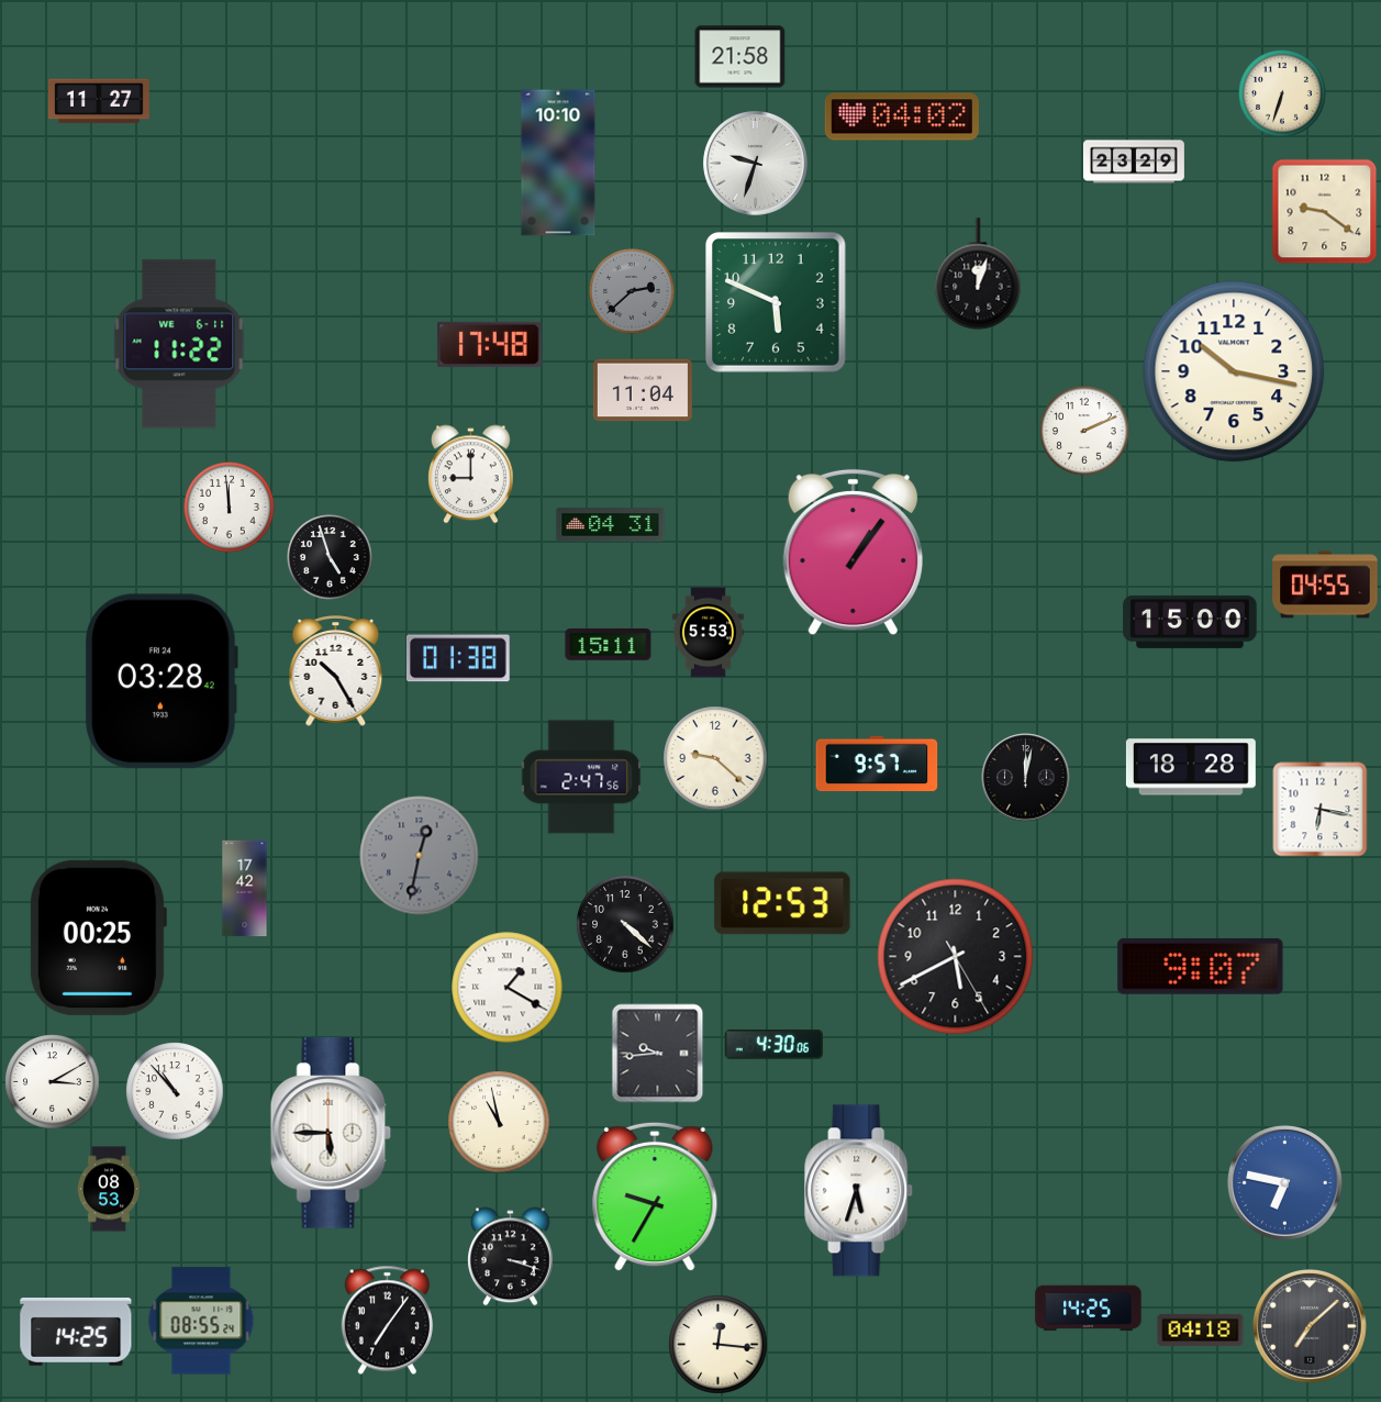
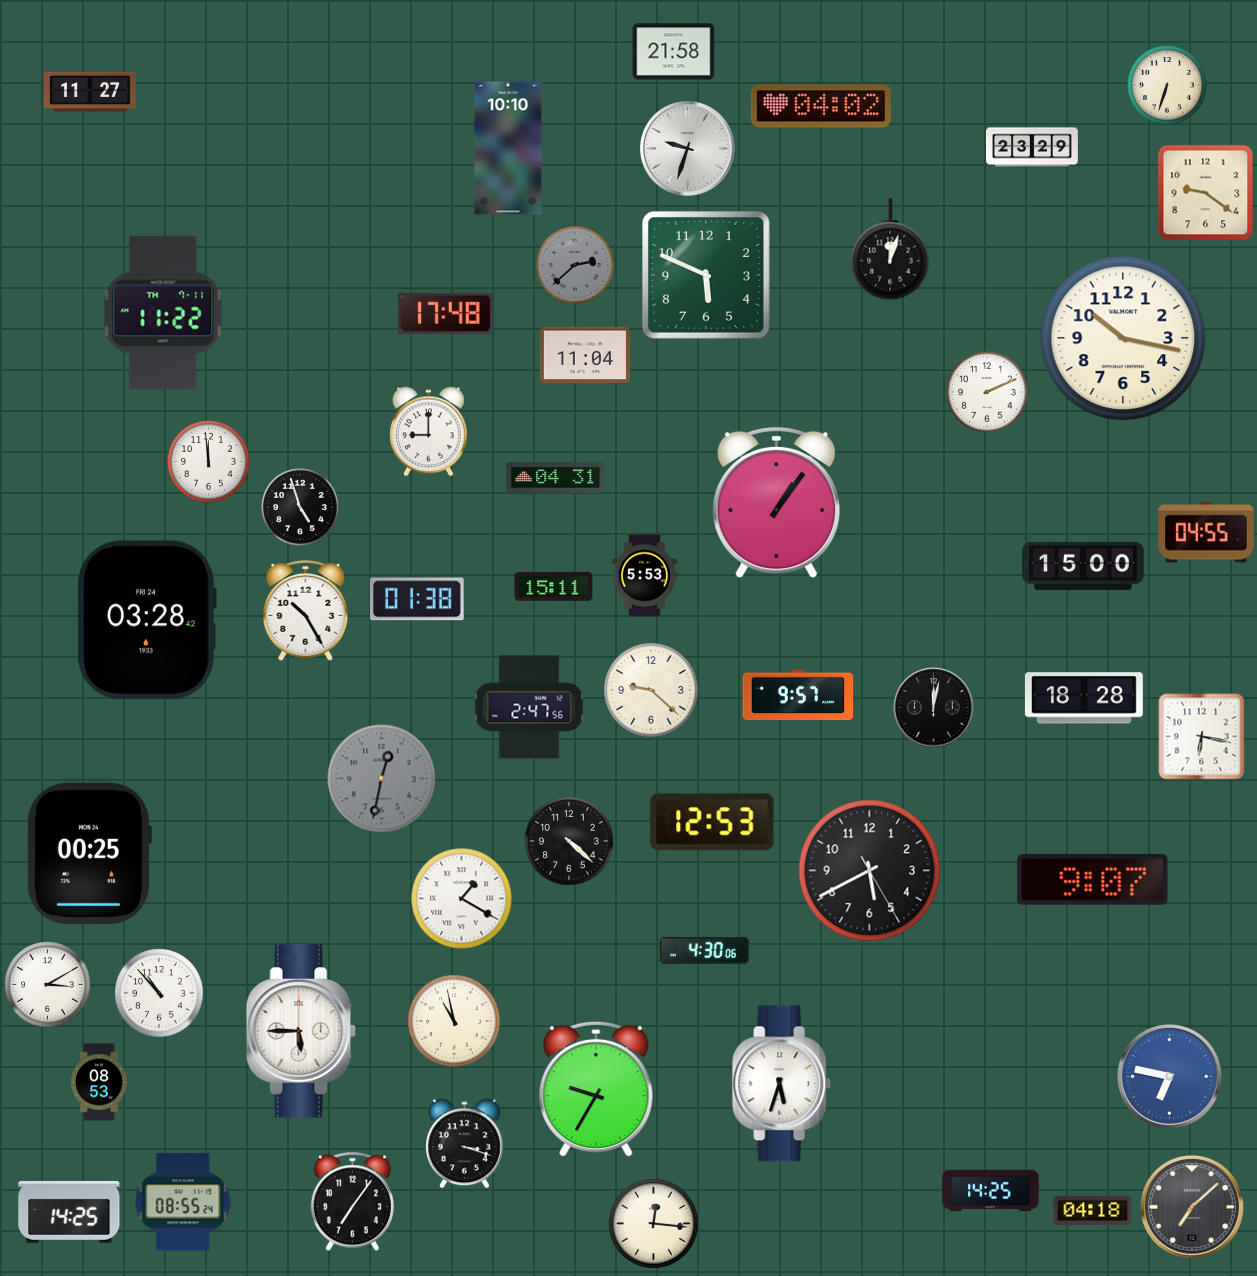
clock at (179, 344) date: WE 6-11 -> TH 7-11
clock at (245, 889): 17:42 -> none
clock at (658, 1054): 9:44 -> none
